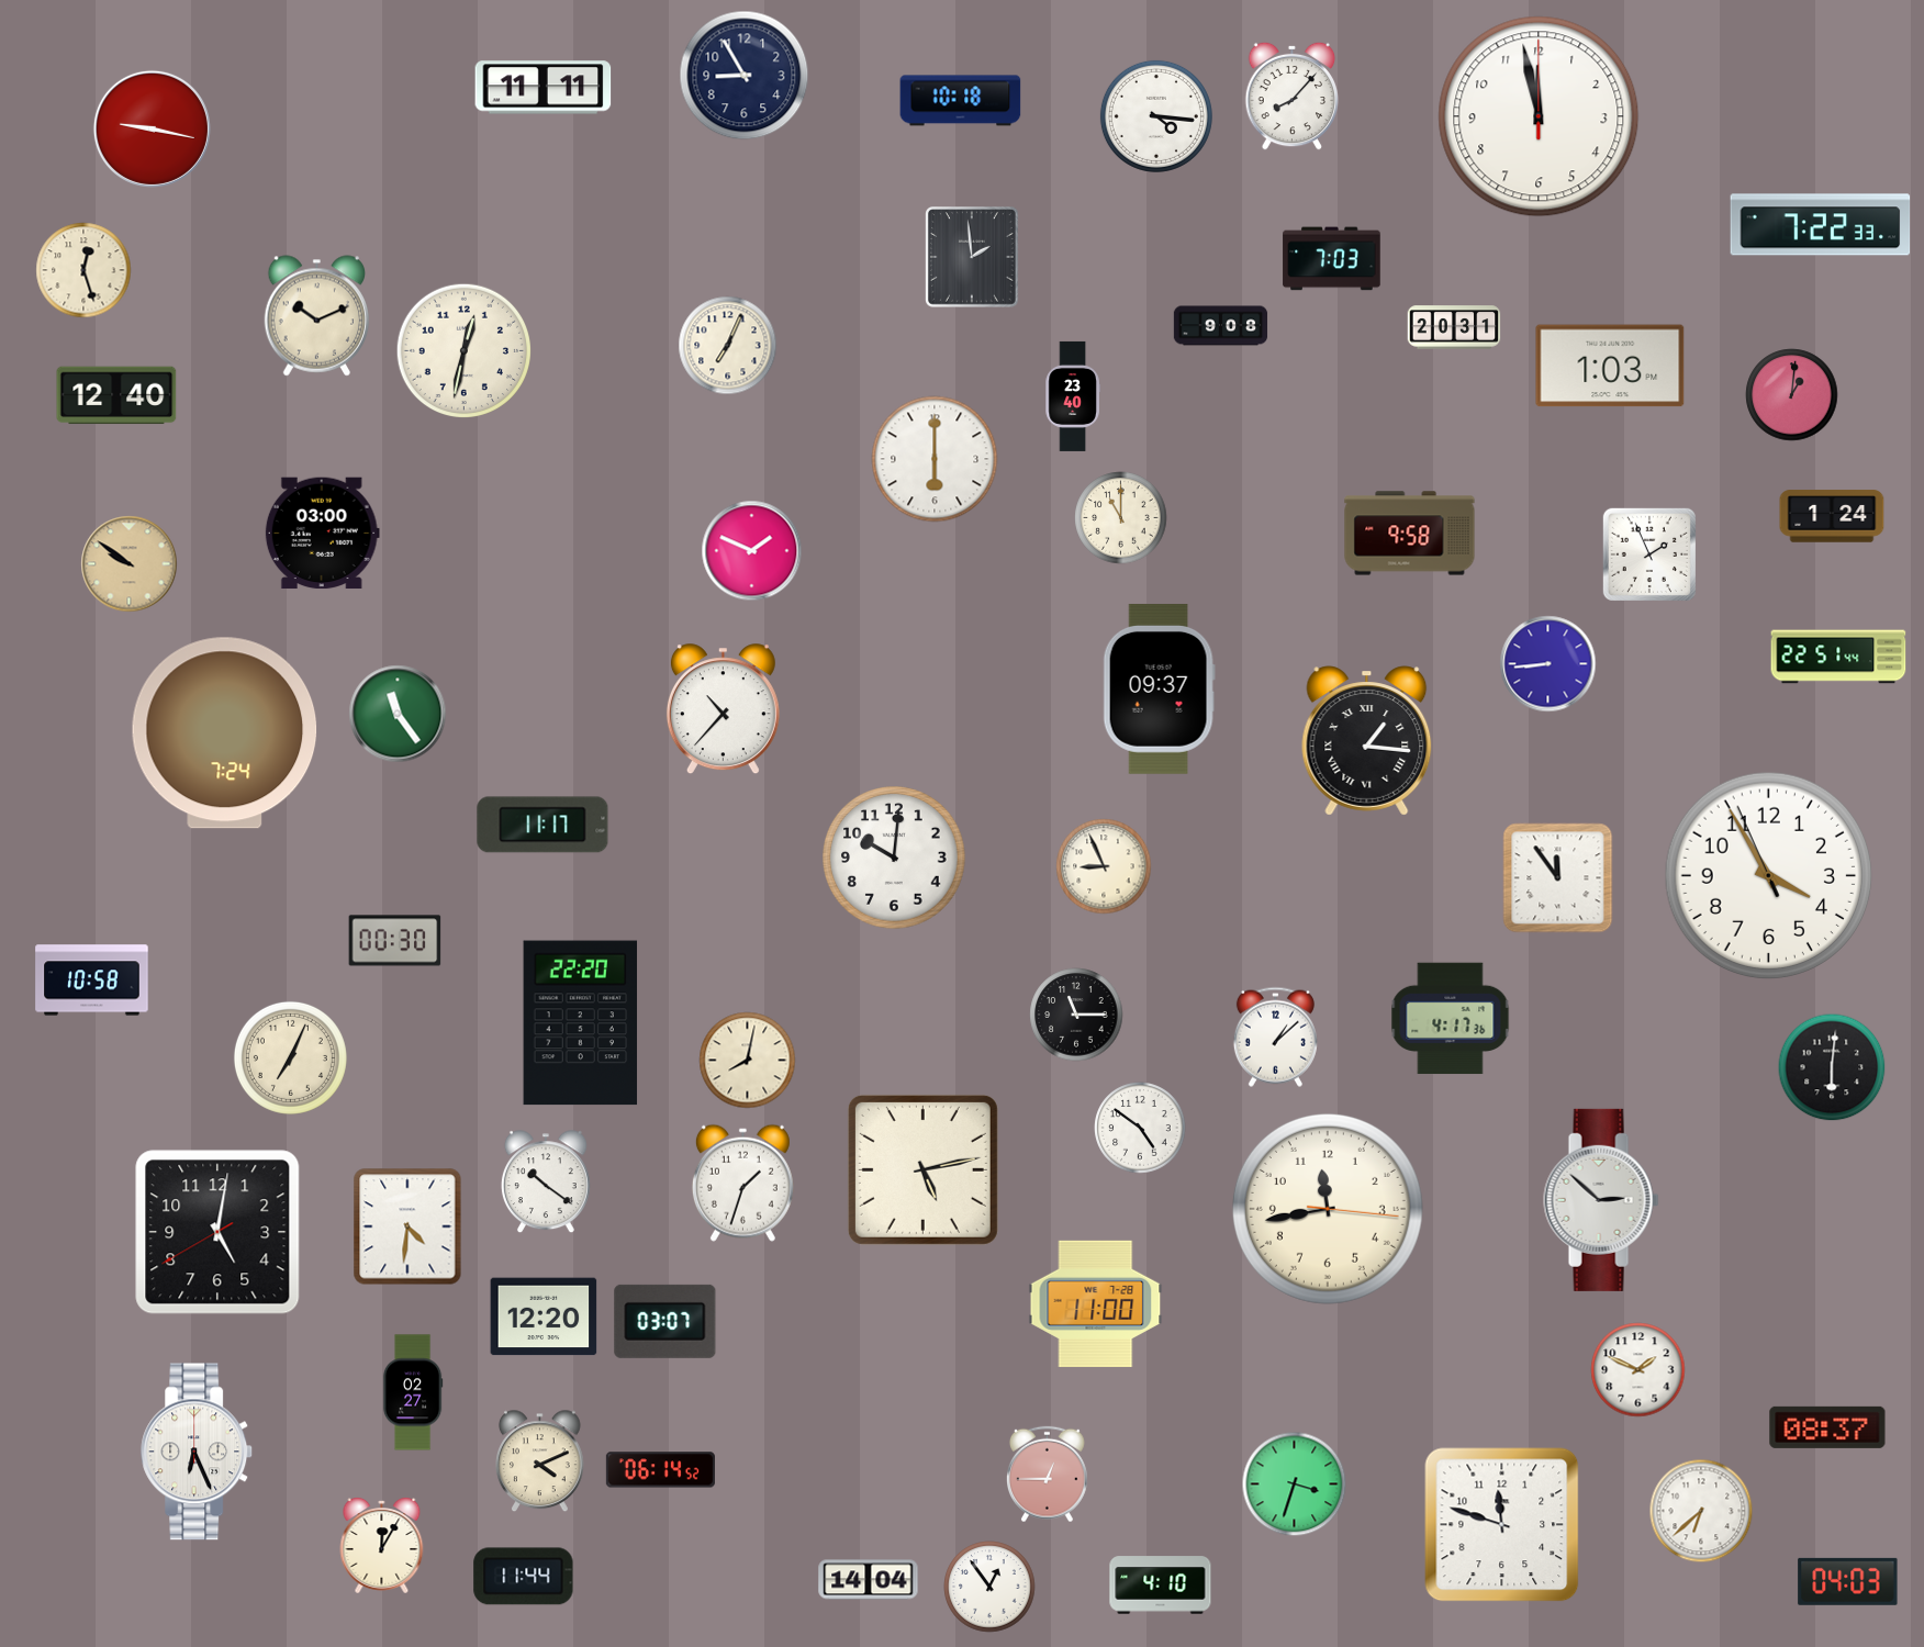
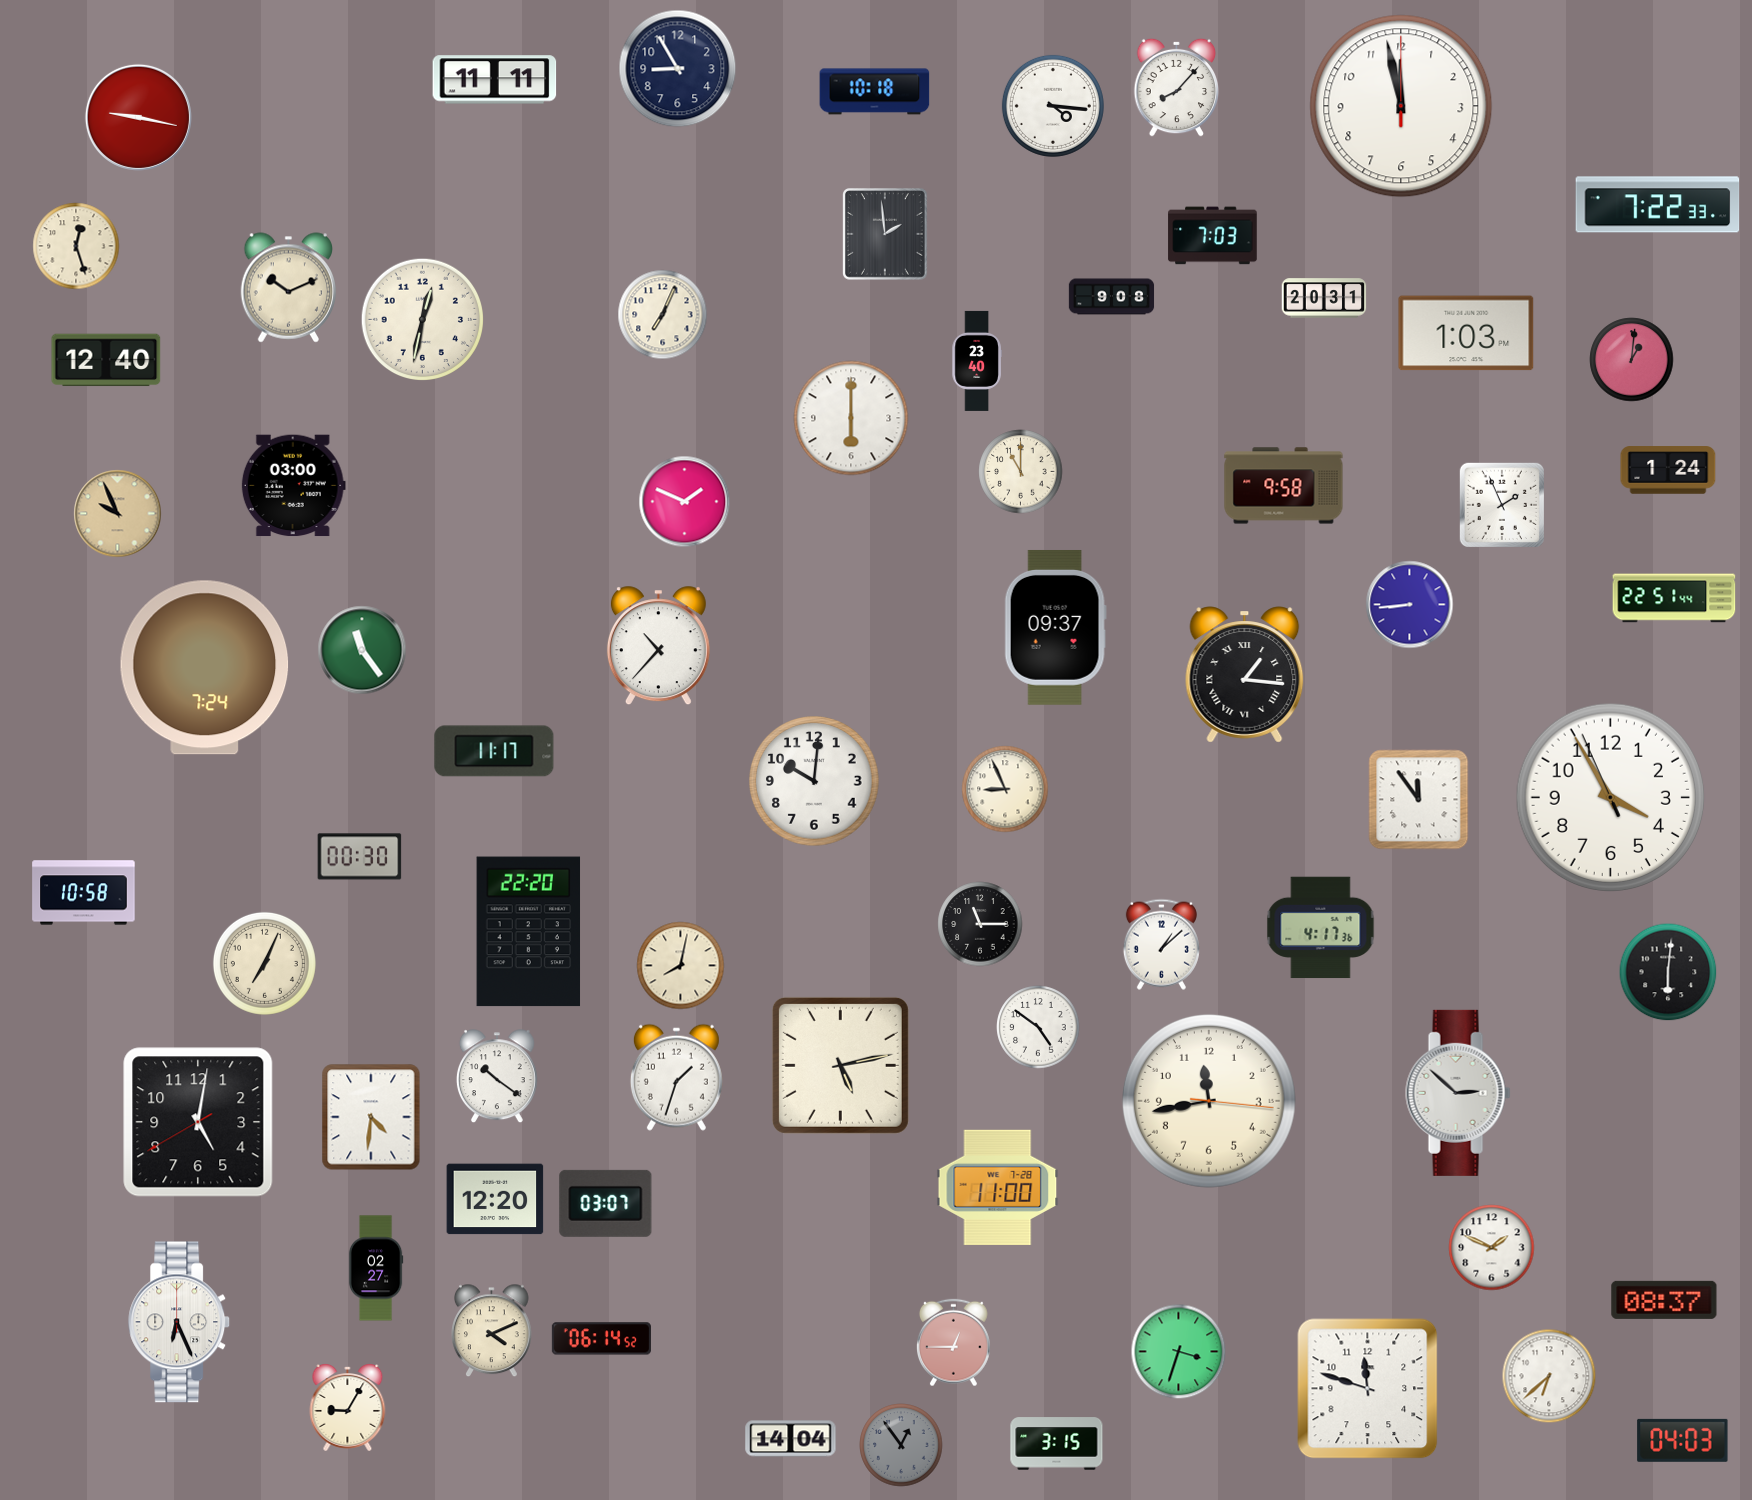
clock at (130, 564): 9:51 -> 9:56
clock at (382, 1546): 12:05 -> 9:05
clock at (524, 1577): 11:44 -> none
clock at (1161, 1586): 4:10 -> 3:15
clock at (989, 1587) dial: white -> grey
